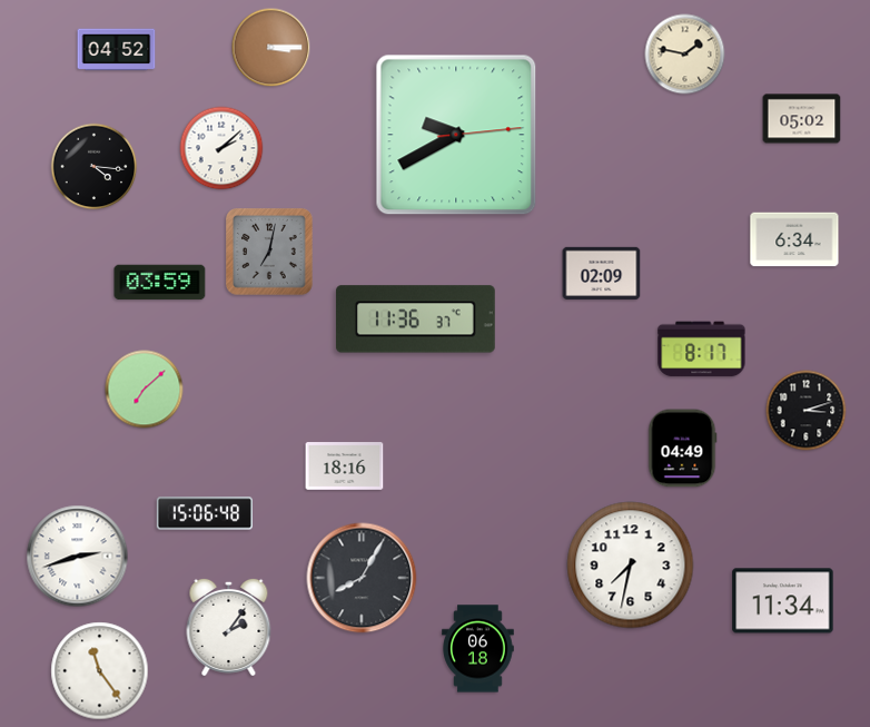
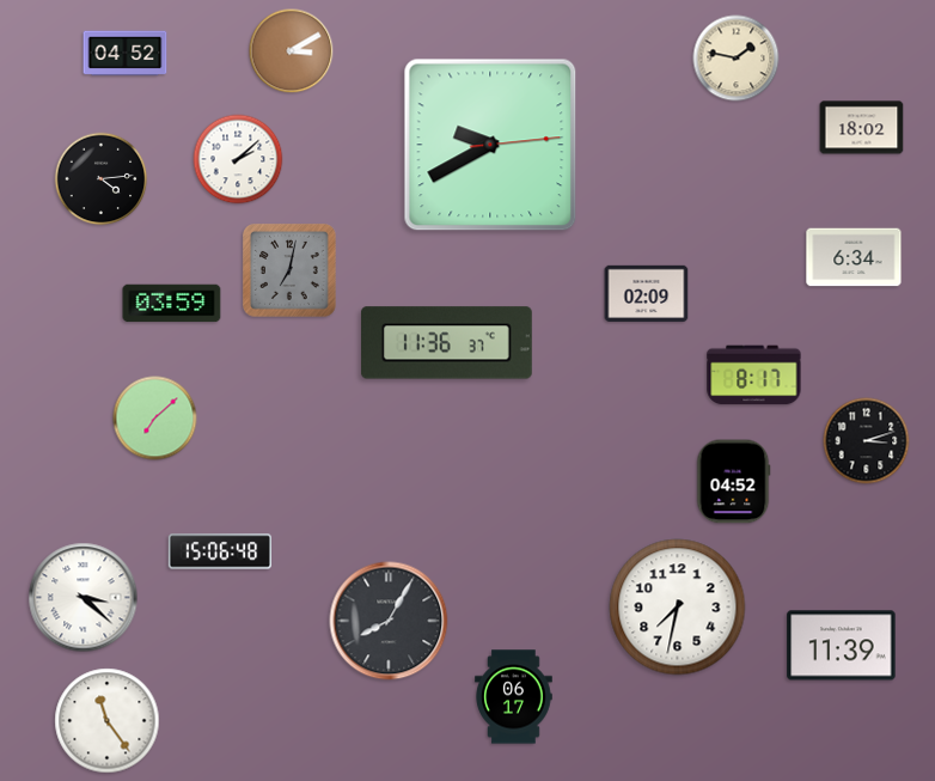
clock at (271, 48): 3:15 -> 3:10
clock at (802, 119): 05:02 -> 18:02
clock at (95, 167): 4:16 -> 4:14
clock at (682, 449): 04:49 -> 04:52
clock at (345, 466): 18:16 -> none
clock at (78, 557): 2:42 -> 3:22
clock at (783, 601): 11:34 -> 11:39
clock at (229, 627): 2:06 -> none
clock at (478, 649): 06:18 -> 06:17
